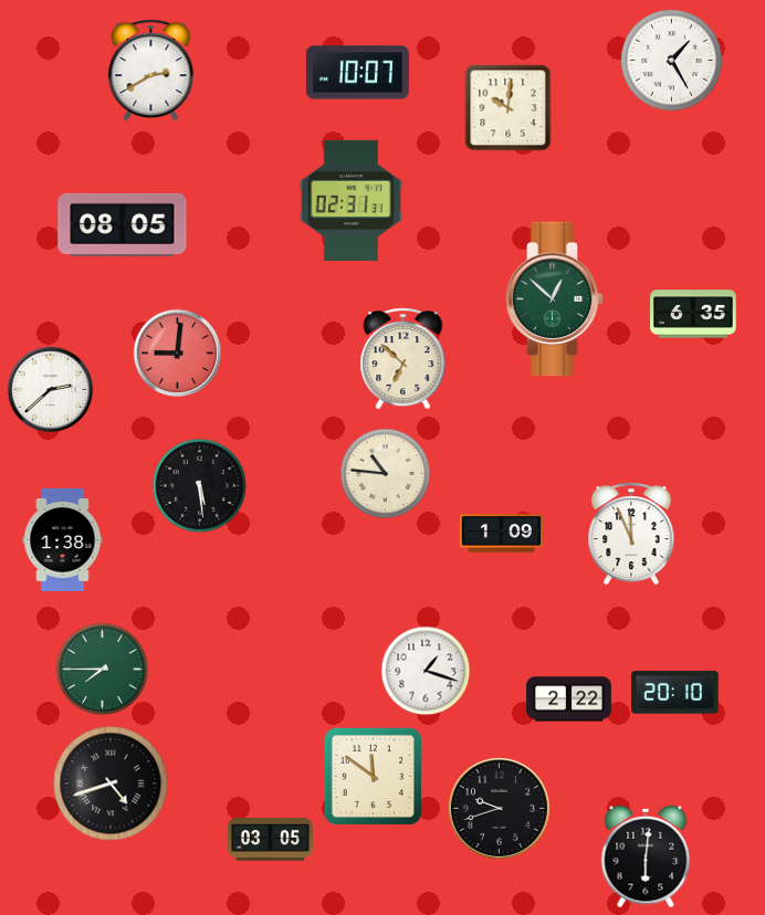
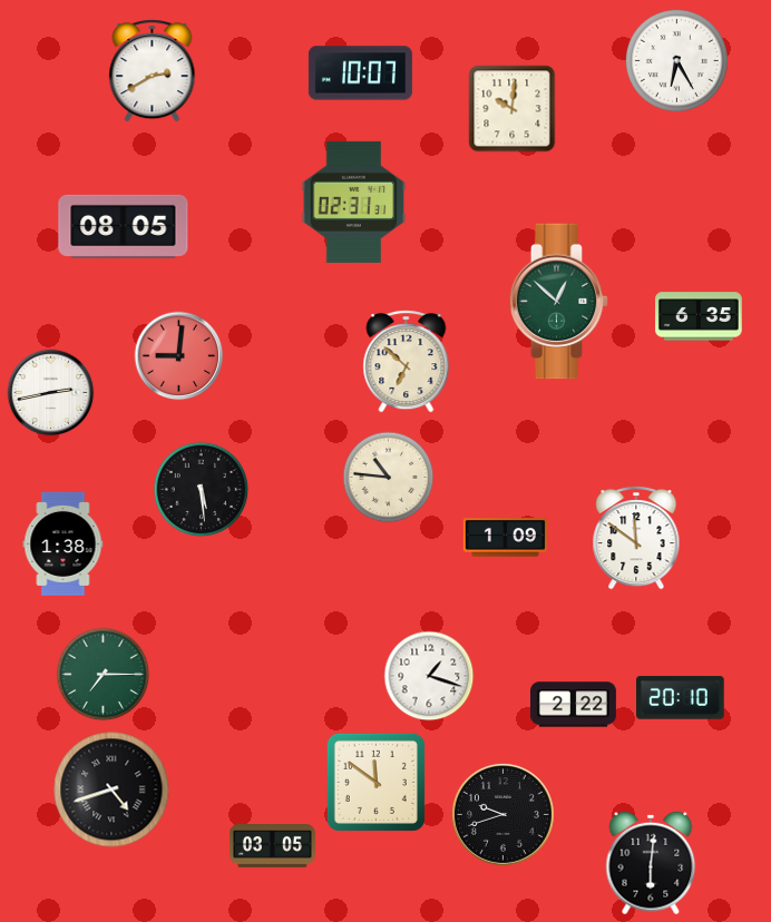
clock at (671, 60): 1:25 -> 6:25
clock at (51, 390): 2:38 -> 2:43
clock at (631, 534): 11:56 -> 11:51
clock at (103, 670): 7:45 -> 7:15
